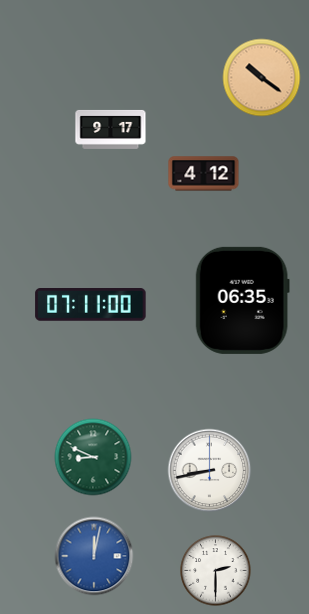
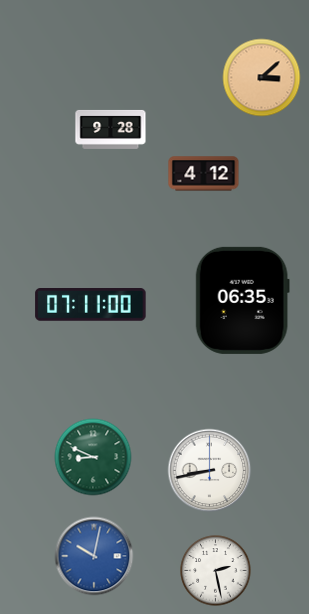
clock at (262, 78): 10:21 -> 3:08
clock at (111, 129): 9:17 -> 9:28
clock at (94, 556): 12:02 -> 10:02
clock at (216, 571): 2:30 -> 2:28
